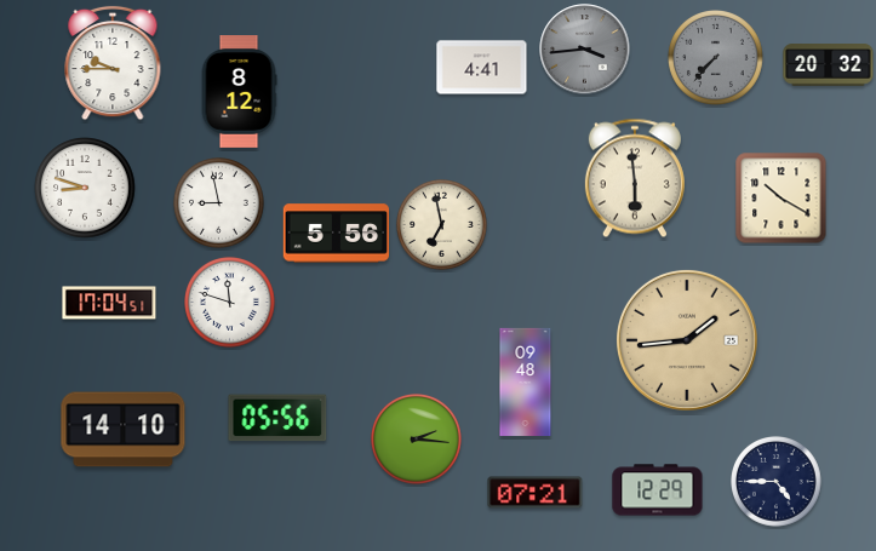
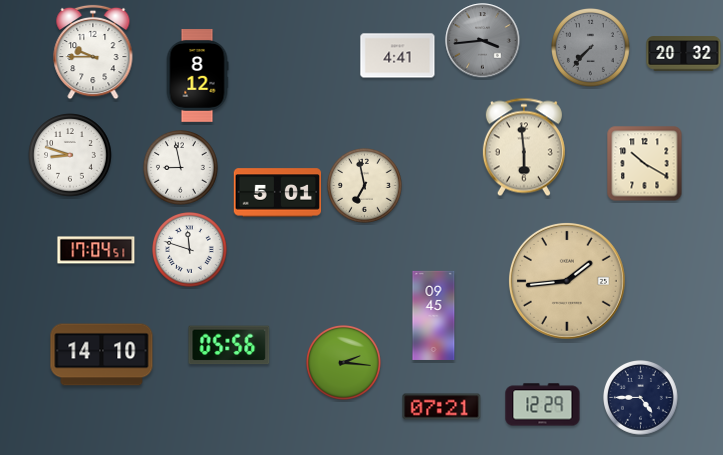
clock at (337, 234): 5:56 -> 5:01
clock at (109, 303) position: (109, 303) -> (96, 250)
clock at (526, 381): 09:48 -> 09:45
